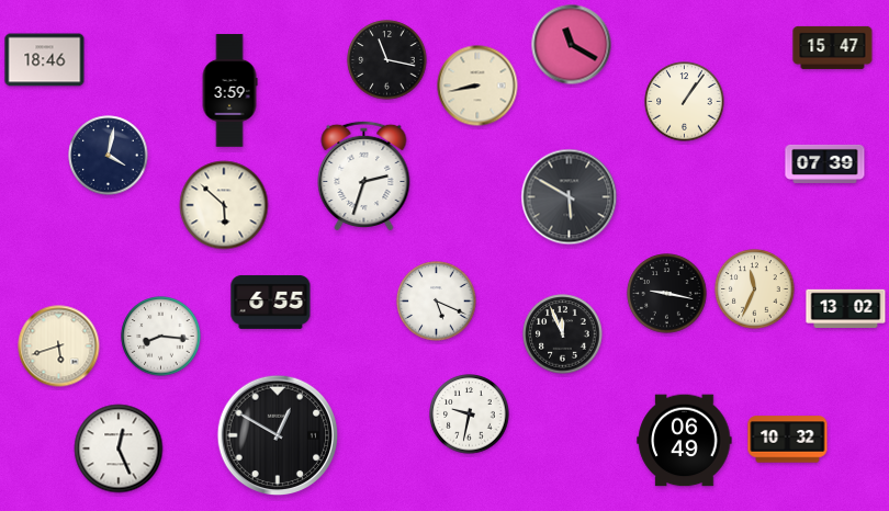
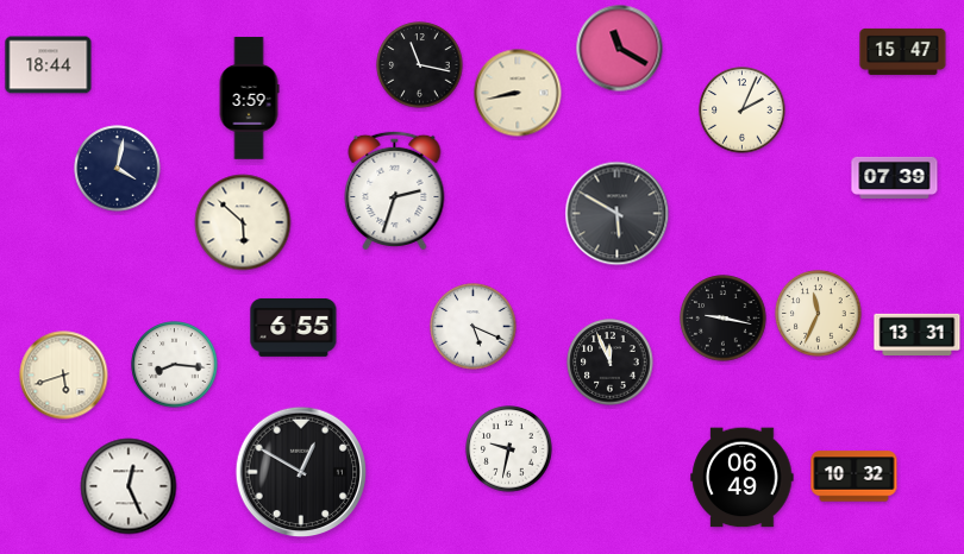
clock at (45, 60): 18:46 -> 18:44
clock at (685, 102): 1:06 -> 2:04
clock at (846, 308): 13:02 -> 13:31
